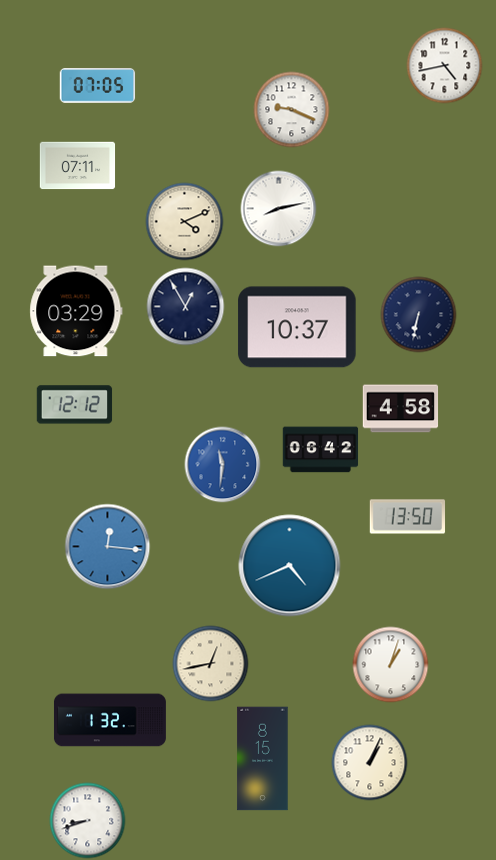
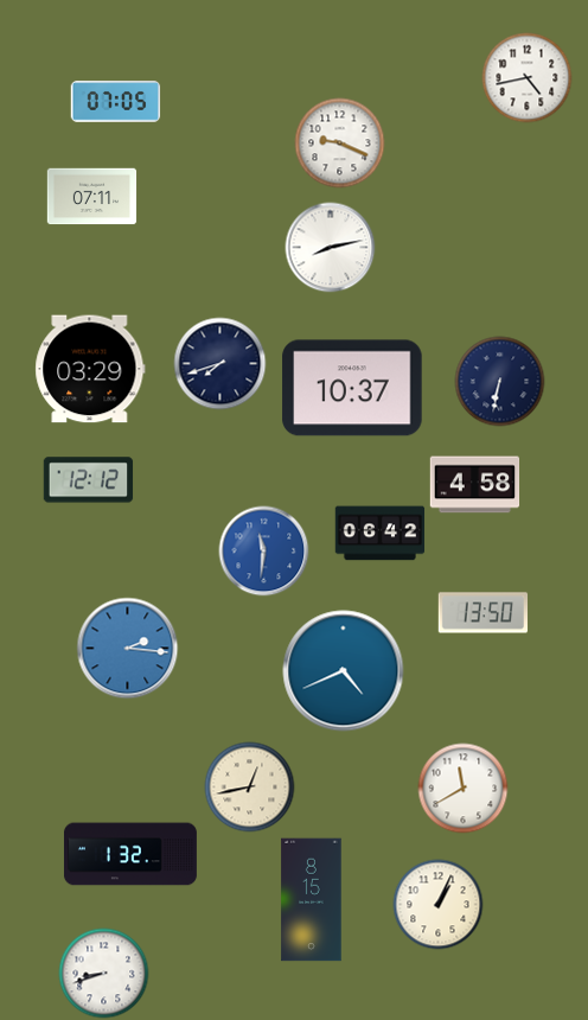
clock at (292, 110) position: (292, 110) -> (340, 144)
clock at (185, 222): 4:11 -> none
clock at (186, 307): 12:55 -> 7:42
clock at (419, 315) position: (419, 315) -> (500, 382)
clock at (108, 547): 12:16 -> 2:16
clock at (391, 665): 1:03 -> 11:40
